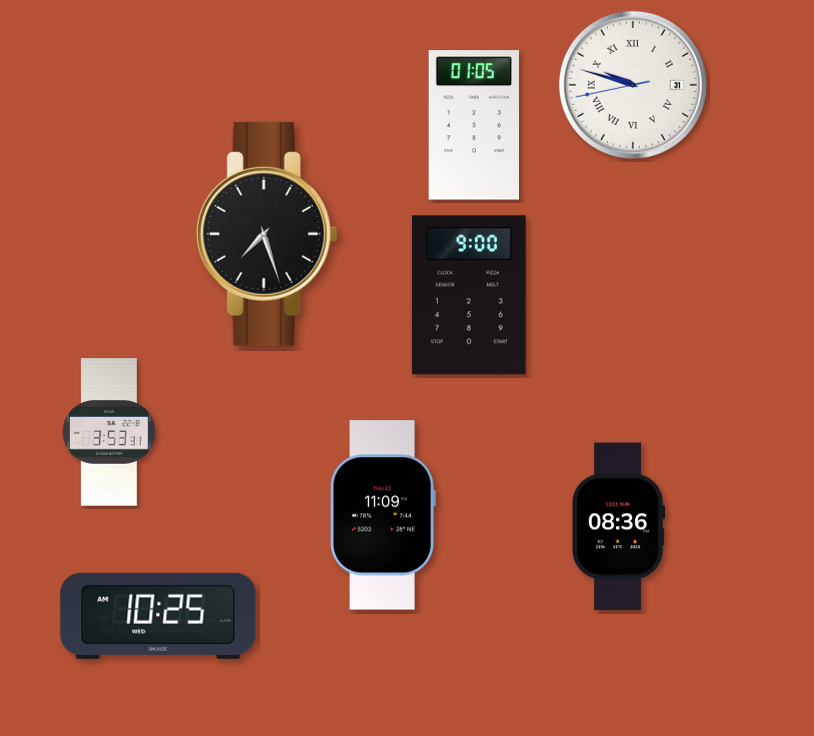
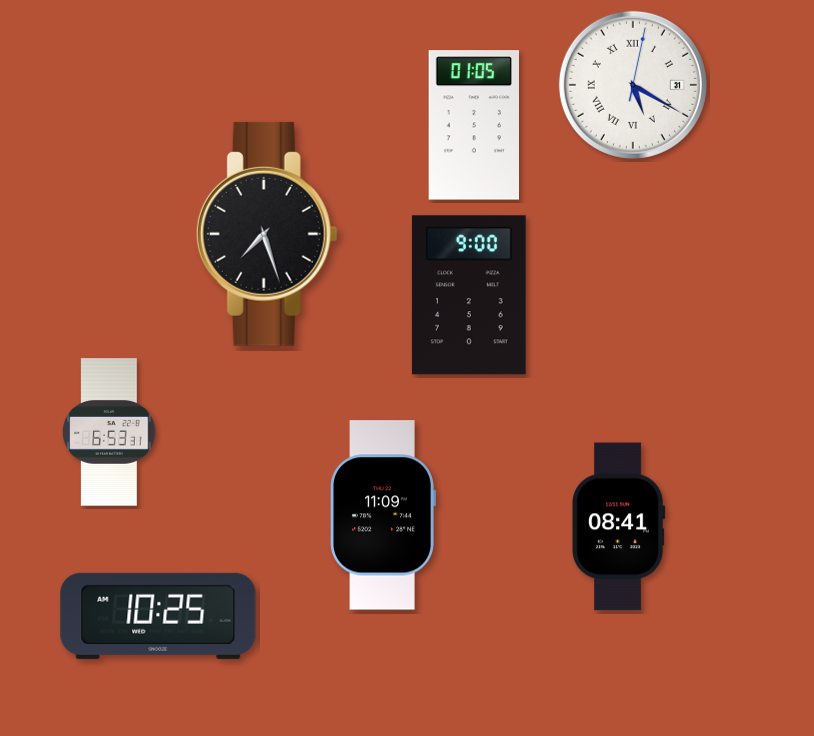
clock at (633, 85): 9:47 -> 5:20
clock at (109, 432): 3:53 -> 6:53
clock at (619, 527): 08:36 -> 08:41
